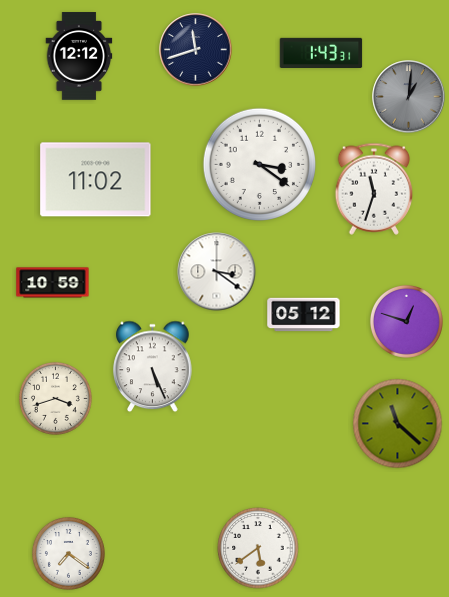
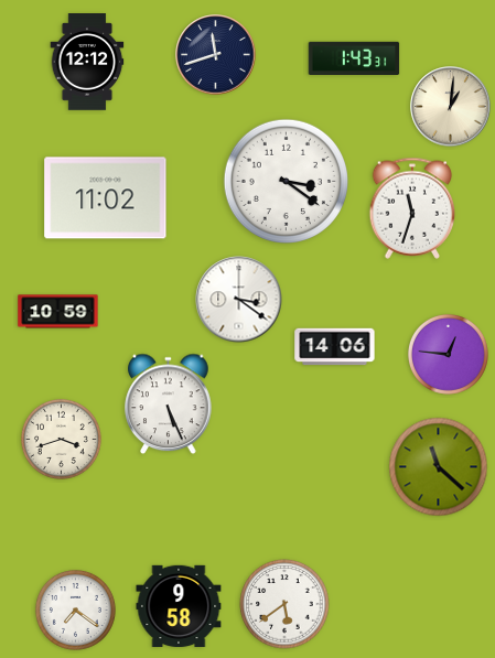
clock at (409, 97) dial: grey -> cream
clock at (304, 315): 05:12 -> 14:06
clock at (406, 321): 12:48 -> 12:46
clock at (179, 606): none -> 9:58
